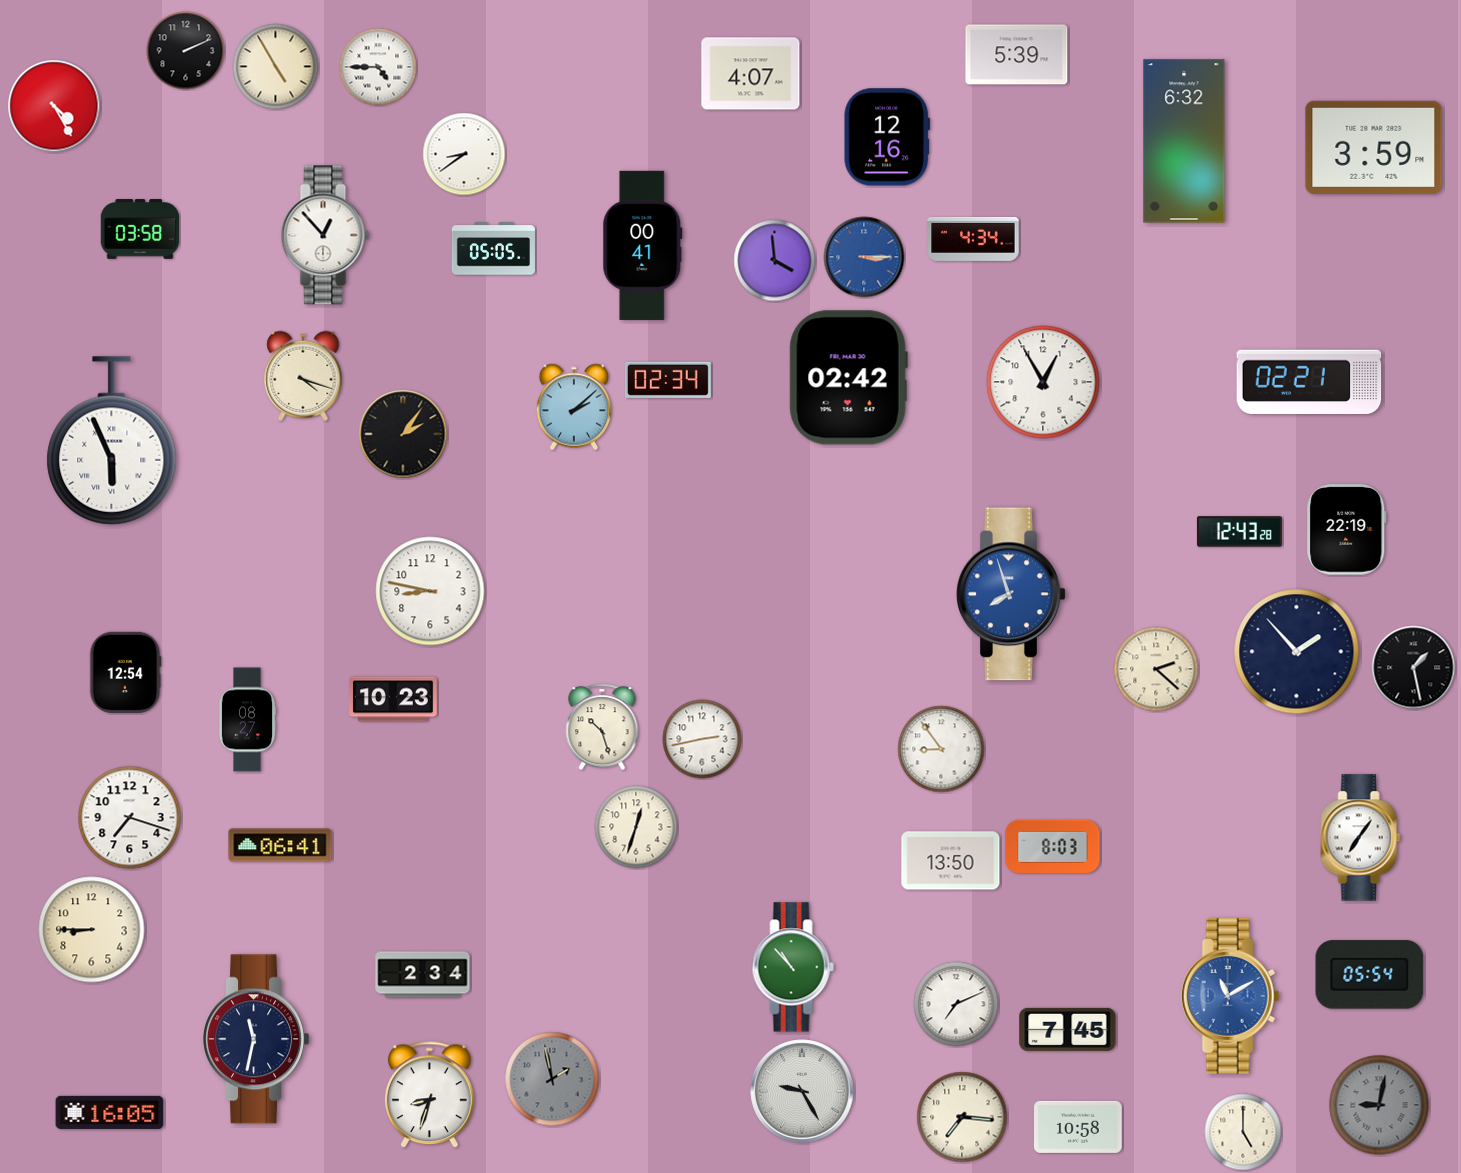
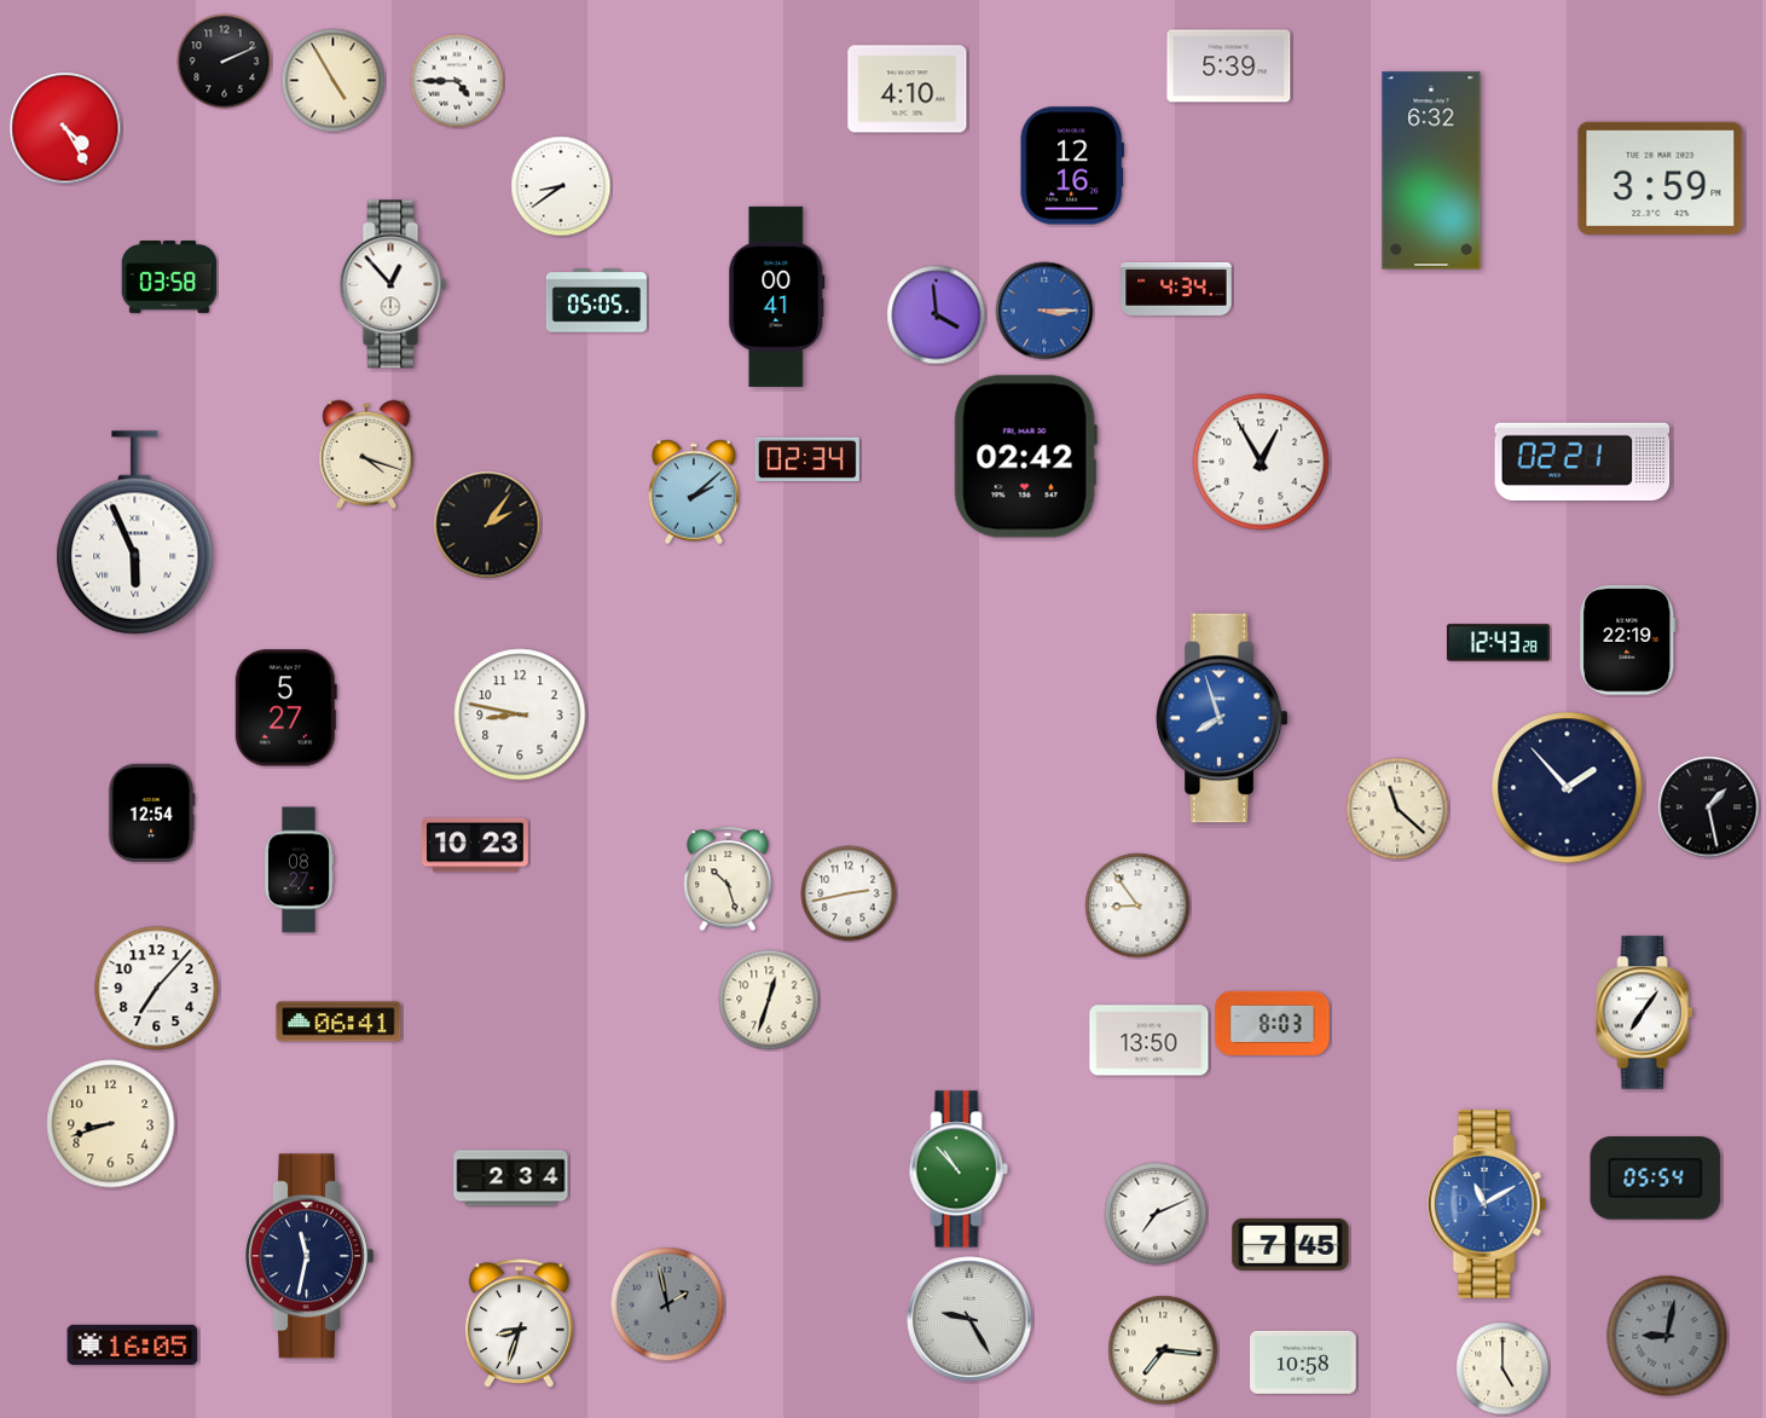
clock at (751, 74): 4:07 -> 4:10
clock at (285, 708): none -> 5:27
clock at (1156, 669): 2:22 -> 11:22
clock at (130, 818): 7:18 -> 7:07
clock at (92, 930): 8:45 -> 8:42
